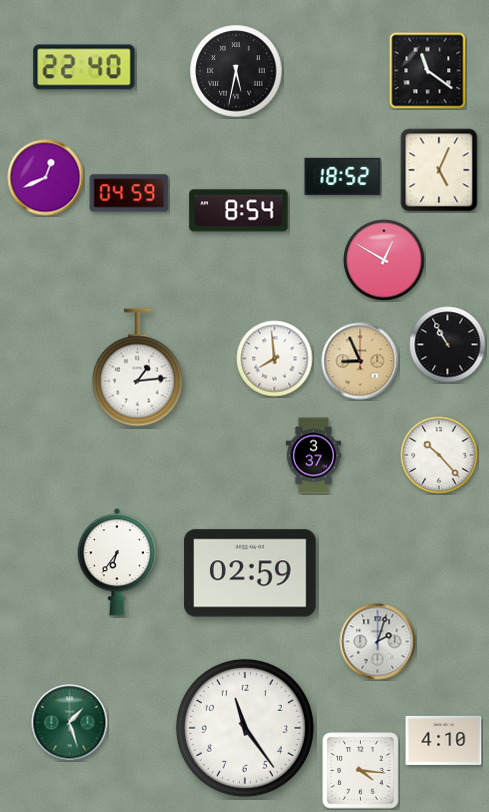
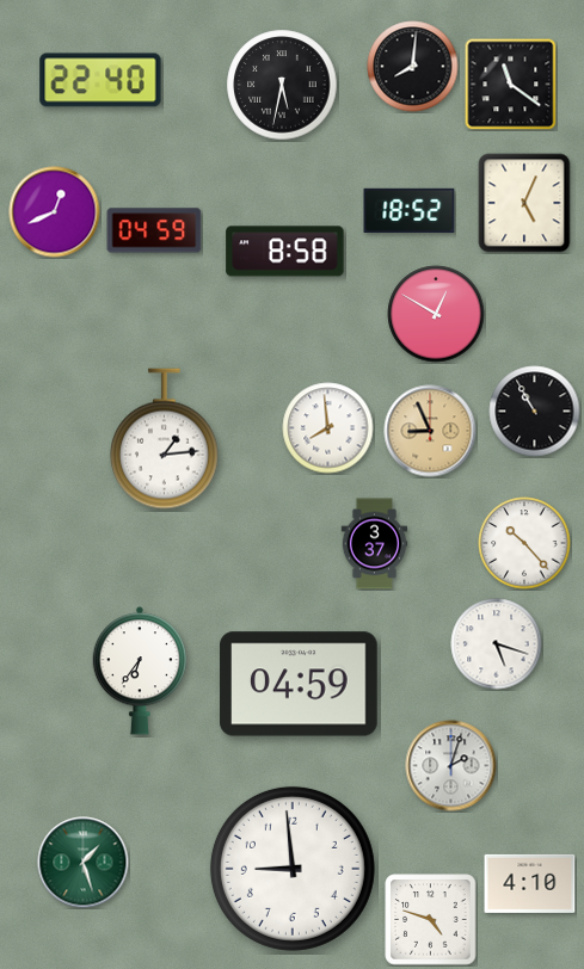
clock at (413, 67): none -> 8:01
clock at (239, 211): 8:54 -> 8:58
clock at (384, 260) position: (384, 260) -> (436, 314)
clock at (497, 644): none -> 5:18
clock at (250, 573): 02:59 -> 04:59
clock at (245, 728): 11:24 -> 8:59
clock at (361, 771): 4:16 -> 4:48
